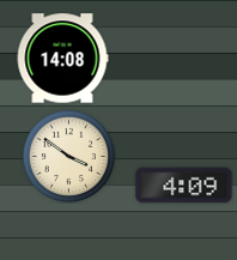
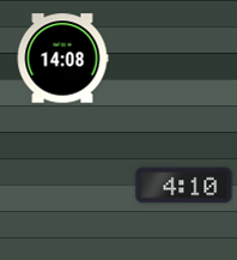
clock at (68, 156): 3:51 -> none
clock at (184, 186): 4:09 -> 4:10
